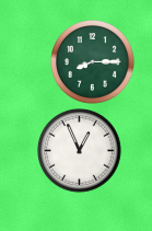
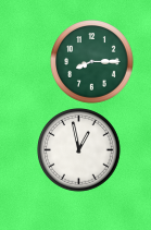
clock at (80, 151): 12:56 -> 12:58
